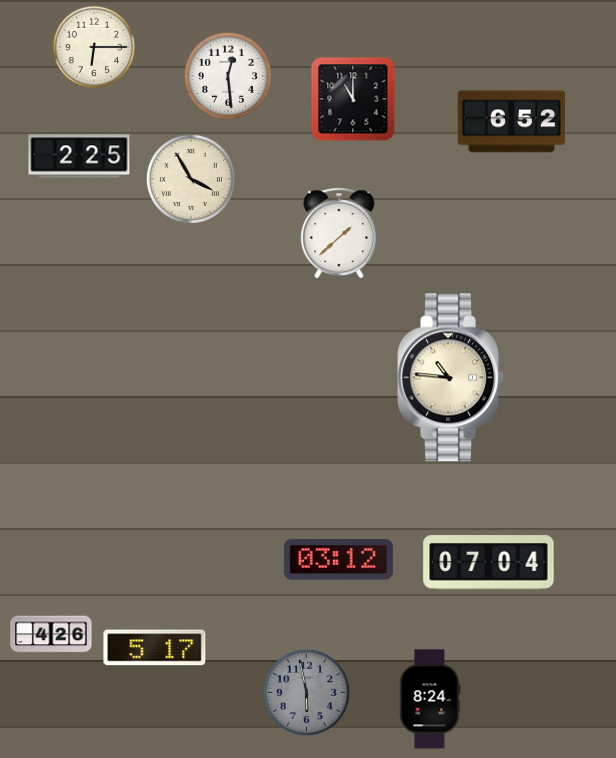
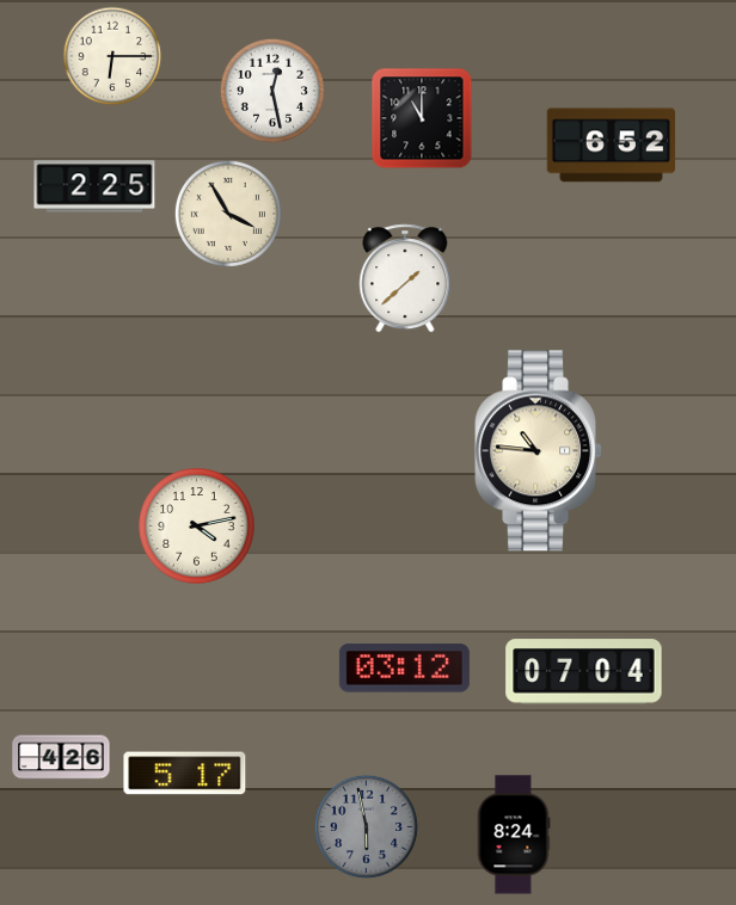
clock at (228, 76): 12:29 -> 12:28
clock at (197, 527): none -> 4:13
